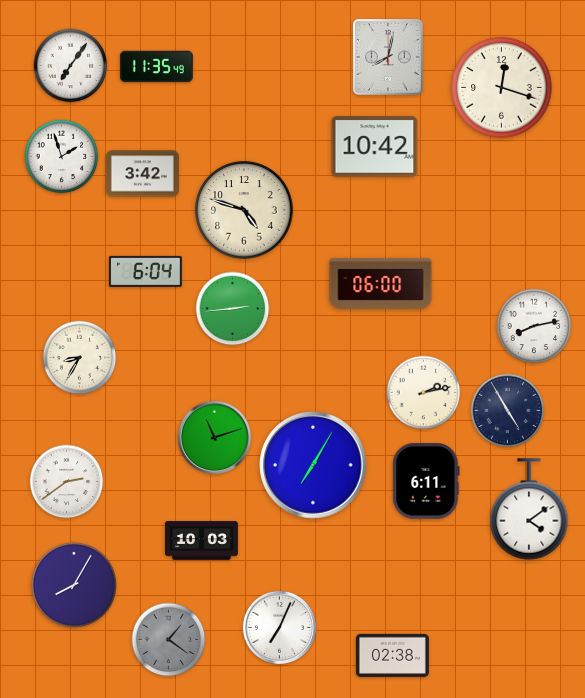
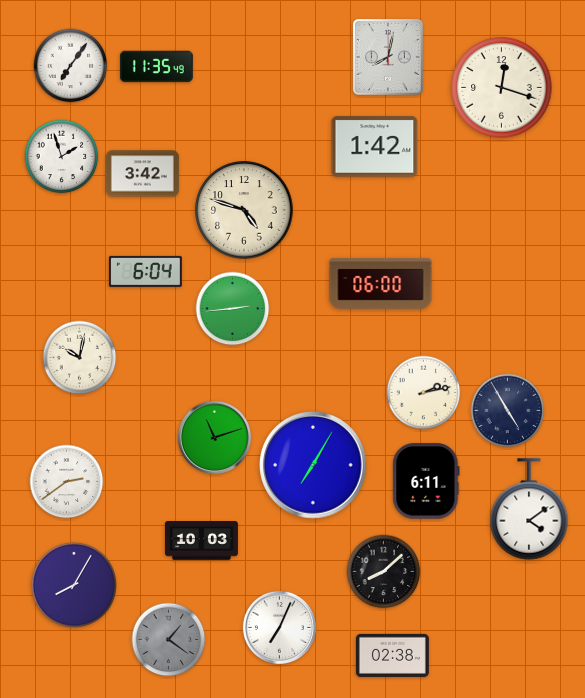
clock at (375, 147): 10:42 -> 1:42
clock at (534, 326): 8:13 -> none
clock at (80, 358): 8:35 -> 10:02
clock at (384, 572): none -> 8:08
